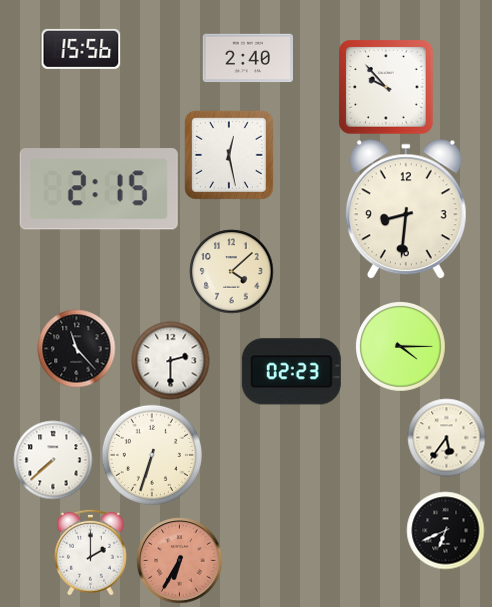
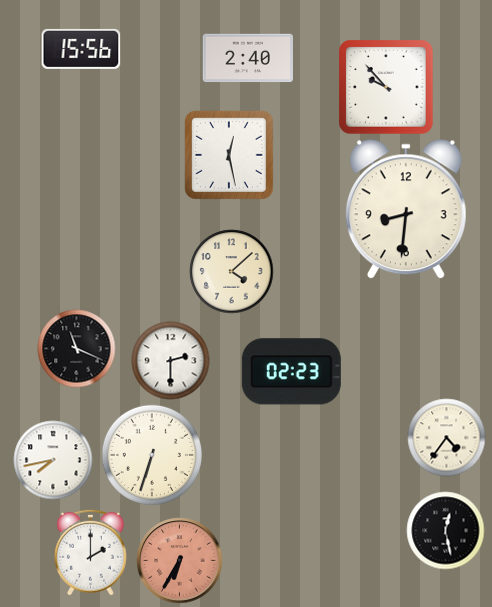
clock at (99, 189): 2:15 -> none
clock at (401, 347): 4:15 -> none
clock at (76, 348): 11:23 -> 11:19
clock at (446, 437): 5:36 -> 4:36
clock at (53, 460): 7:38 -> 7:43
clock at (445, 530): 6:41 -> 12:28
